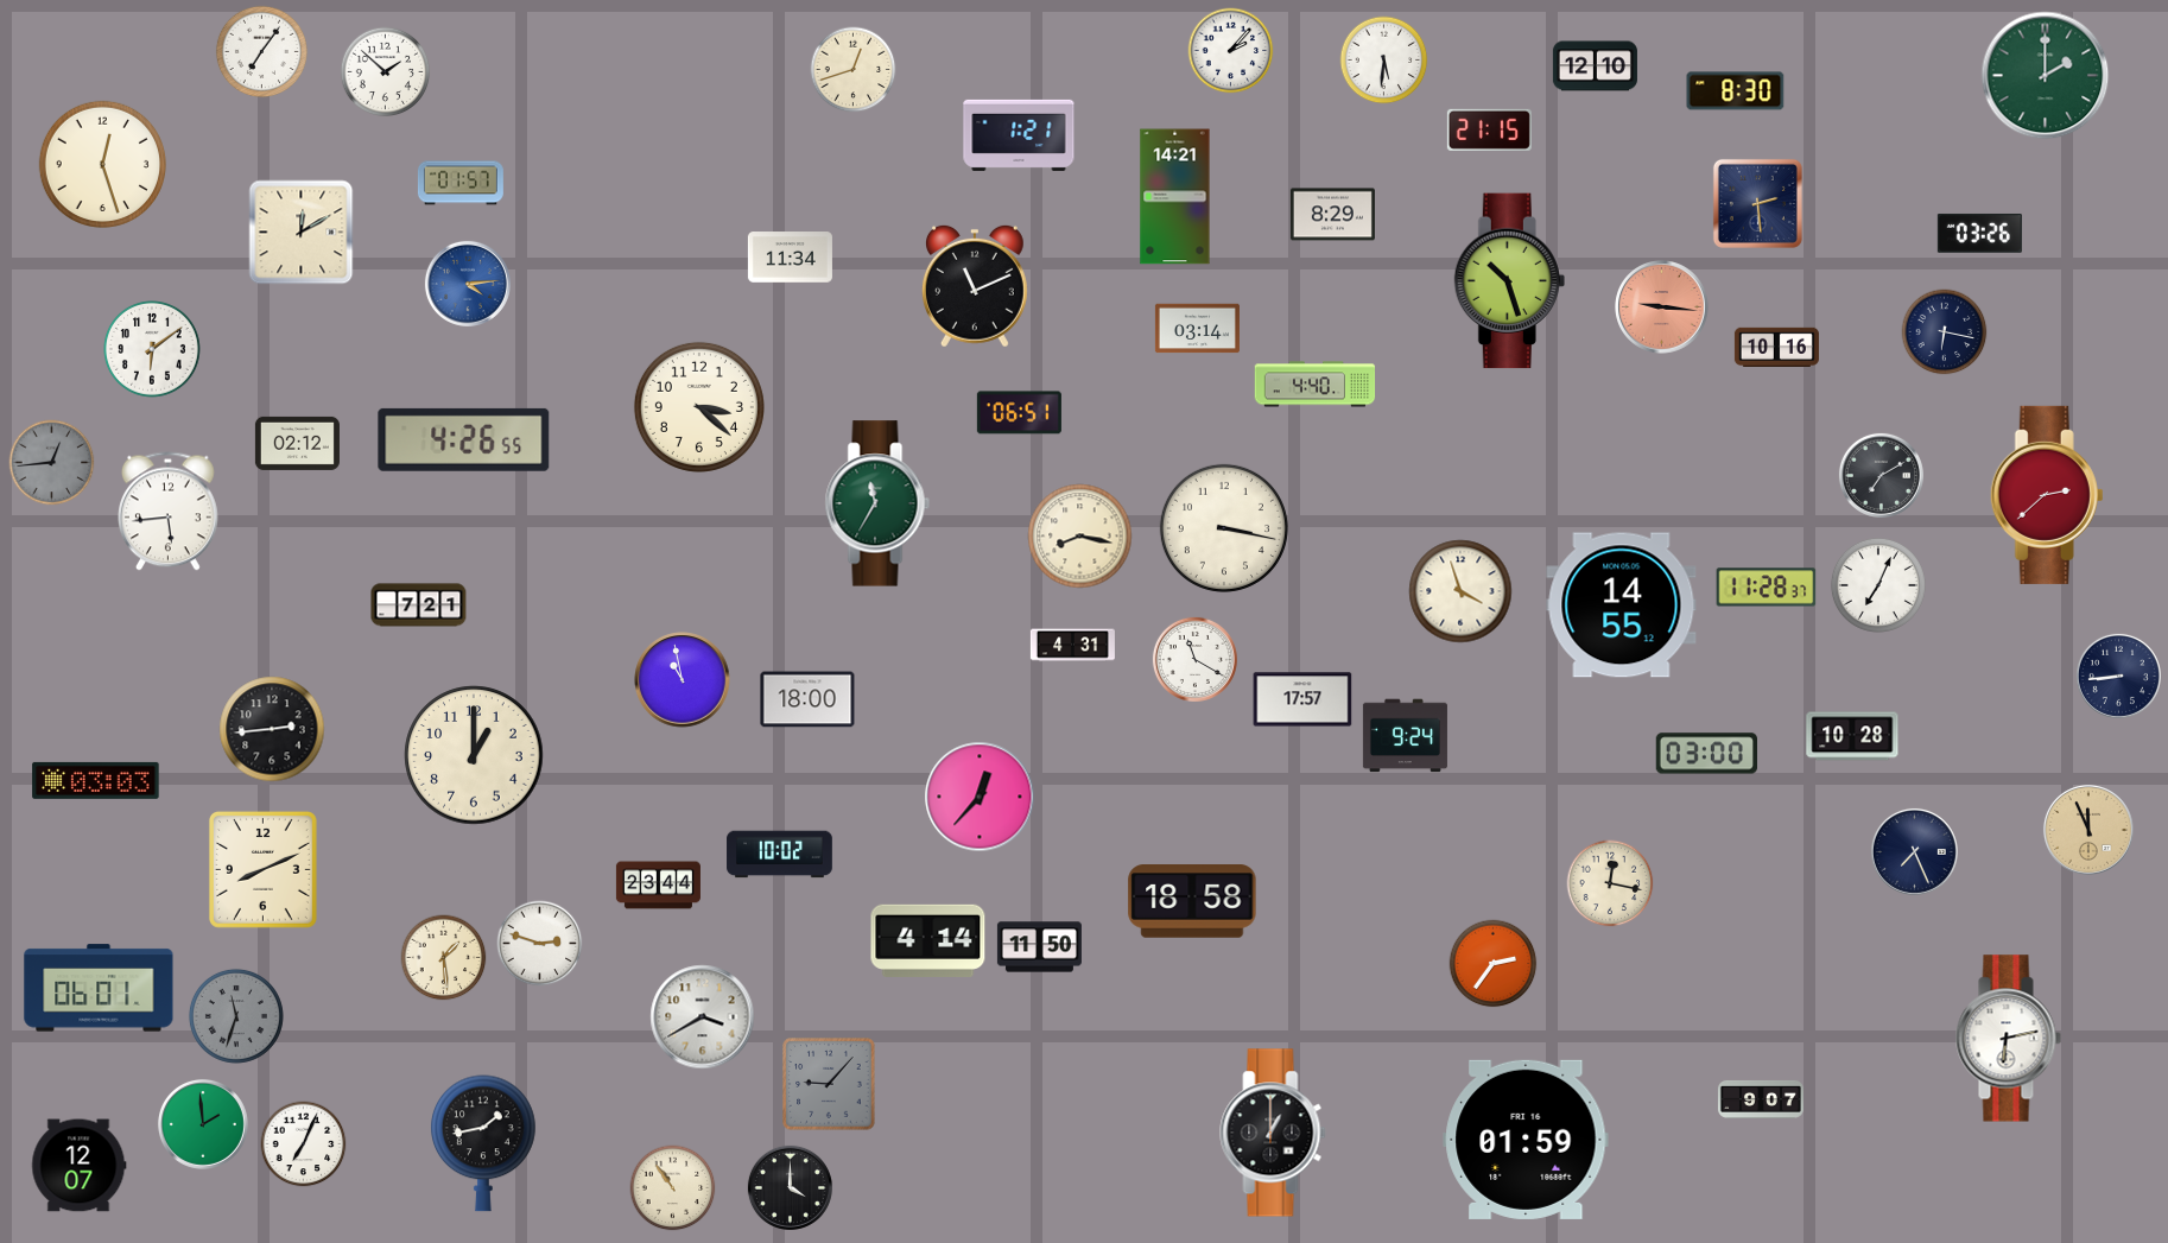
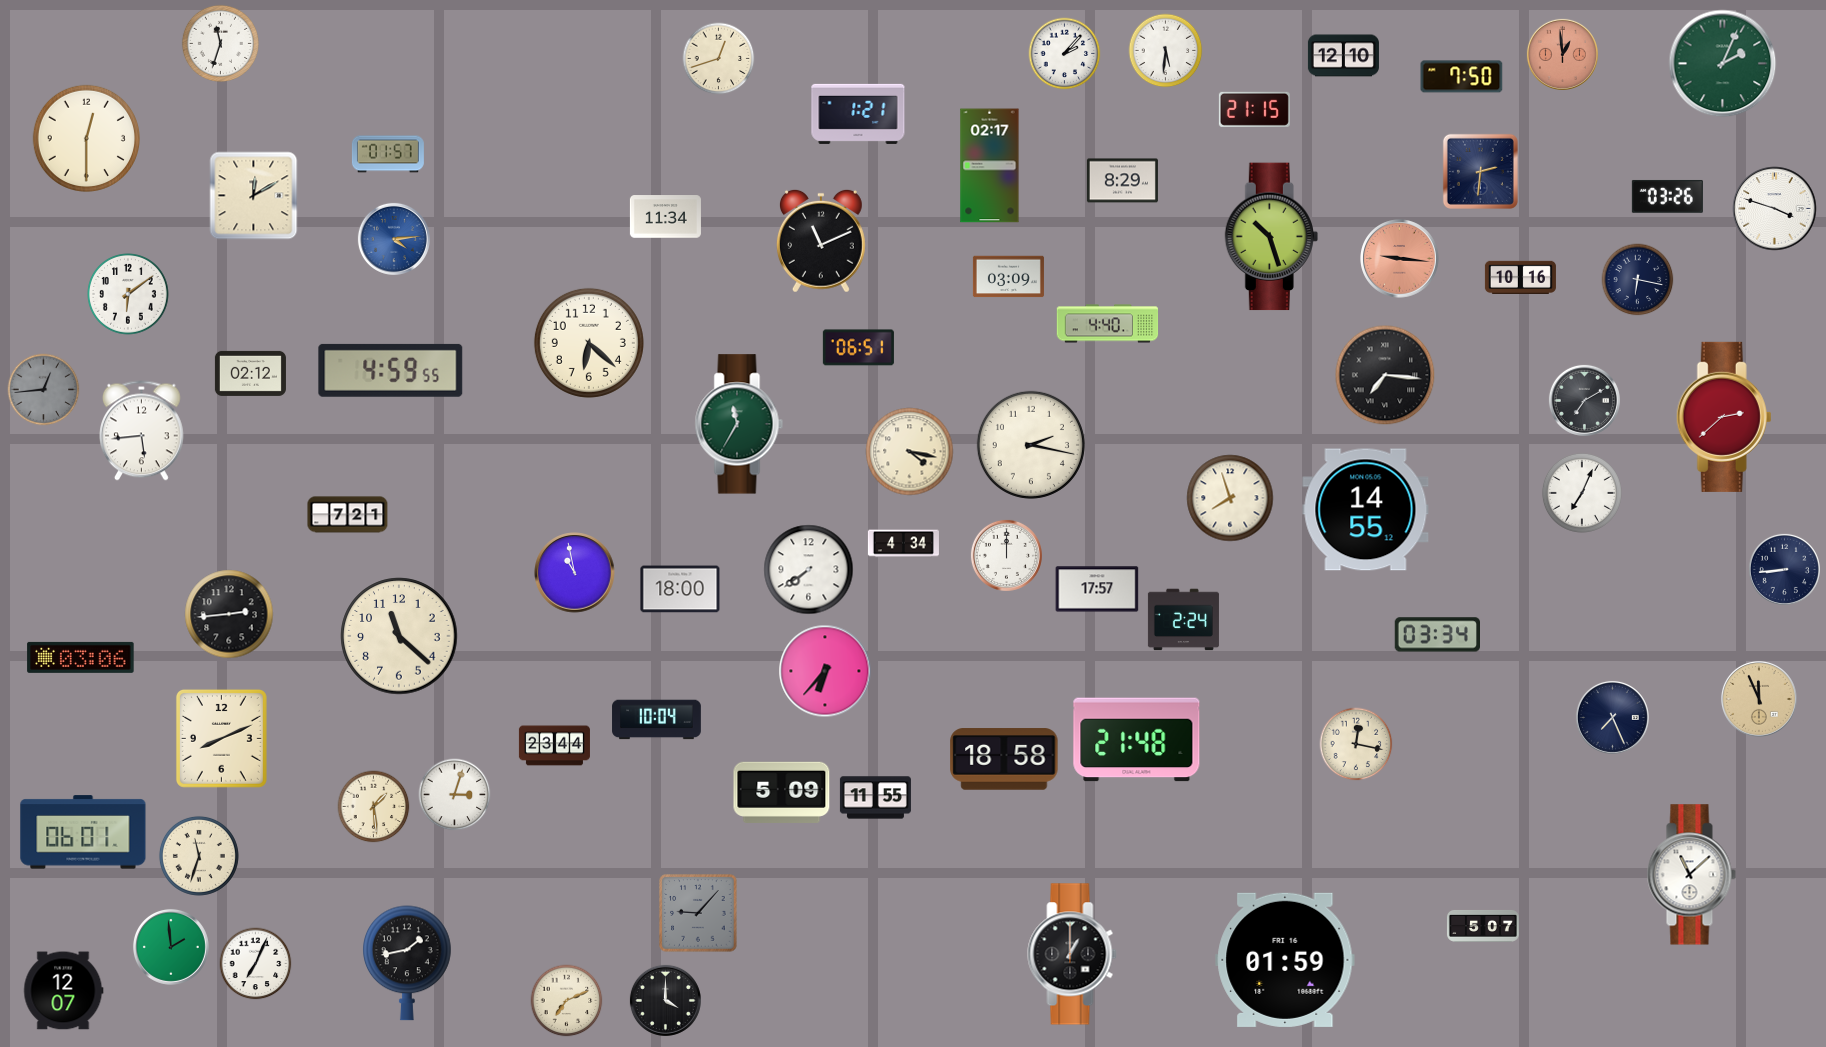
clock at (261, 51): 7:06 -> 11:33
clock at (1231, 51) position: (1231, 51) -> (1065, 54)
clock at (1562, 54): none -> 12:59
clock at (386, 72): 1:52 -> none
clock at (2046, 76): 2:00 -> 2:04
clock at (1736, 91): 8:30 -> 7:50
clock at (102, 164): 12:27 -> 12:30
clock at (1175, 197): 14:21 -> 02:17
clock at (1757, 203): 2:29 -> 2:31
clock at (1775, 209): none -> 3:48
clock at (1197, 329): 03:14 -> 03:09
clock at (1776, 347) position: (1776, 347) -> (1520, 277)
clock at (699, 407): 3:22 -> 6:22
clock at (464, 439): 4:26 -> 4:59
clock at (1385, 375): none -> 7:16
clock at (1224, 528): 3:17 -> 2:17
clock at (1080, 537): 8:17 -> 4:17
clock at (1767, 588): 11:28 -> none
clock at (1460, 591): 3:57 -> 7:57
clock at (419, 605) position: (419, 605) -> (348, 515)
clock at (1072, 646): 4:31 -> 4:34
clock at (1194, 659): 11:20 -> 12:00
clock at (809, 570): none -> 7:39
clock at (1405, 736): 9:24 -> 2:24
clock at (1852, 736): 10:28 -> none
clock at (1707, 754): 03:00 -> 03:34
clock at (474, 755): 1:00 -> 11:22
clock at (96, 780): 03:03 -> 03:06
clock at (980, 797): 12:37 -> 6:37
clock at (780, 855): 10:02 -> 10:04
clock at (262, 869) position: (262, 869) -> (221, 738)
clock at (1137, 740): none -> 21:48
clock at (928, 940): 4:14 -> 5:09
clock at (540, 944): 2:48 -> 3:03
clock at (1039, 947): 11:50 -> 11:55
clock at (1494, 964): 2:36 -> none
clock at (236, 1016) dial: grey -> cream
clock at (703, 1017): 3:40 -> none
clock at (2008, 1039): 6:13 -> 11:08
clock at (1761, 1099): 9:07 -> 5:07
clock at (80, 1166) position: (80, 1166) -> (64, 991)
clock at (673, 1188): 10:54 -> 7:11
